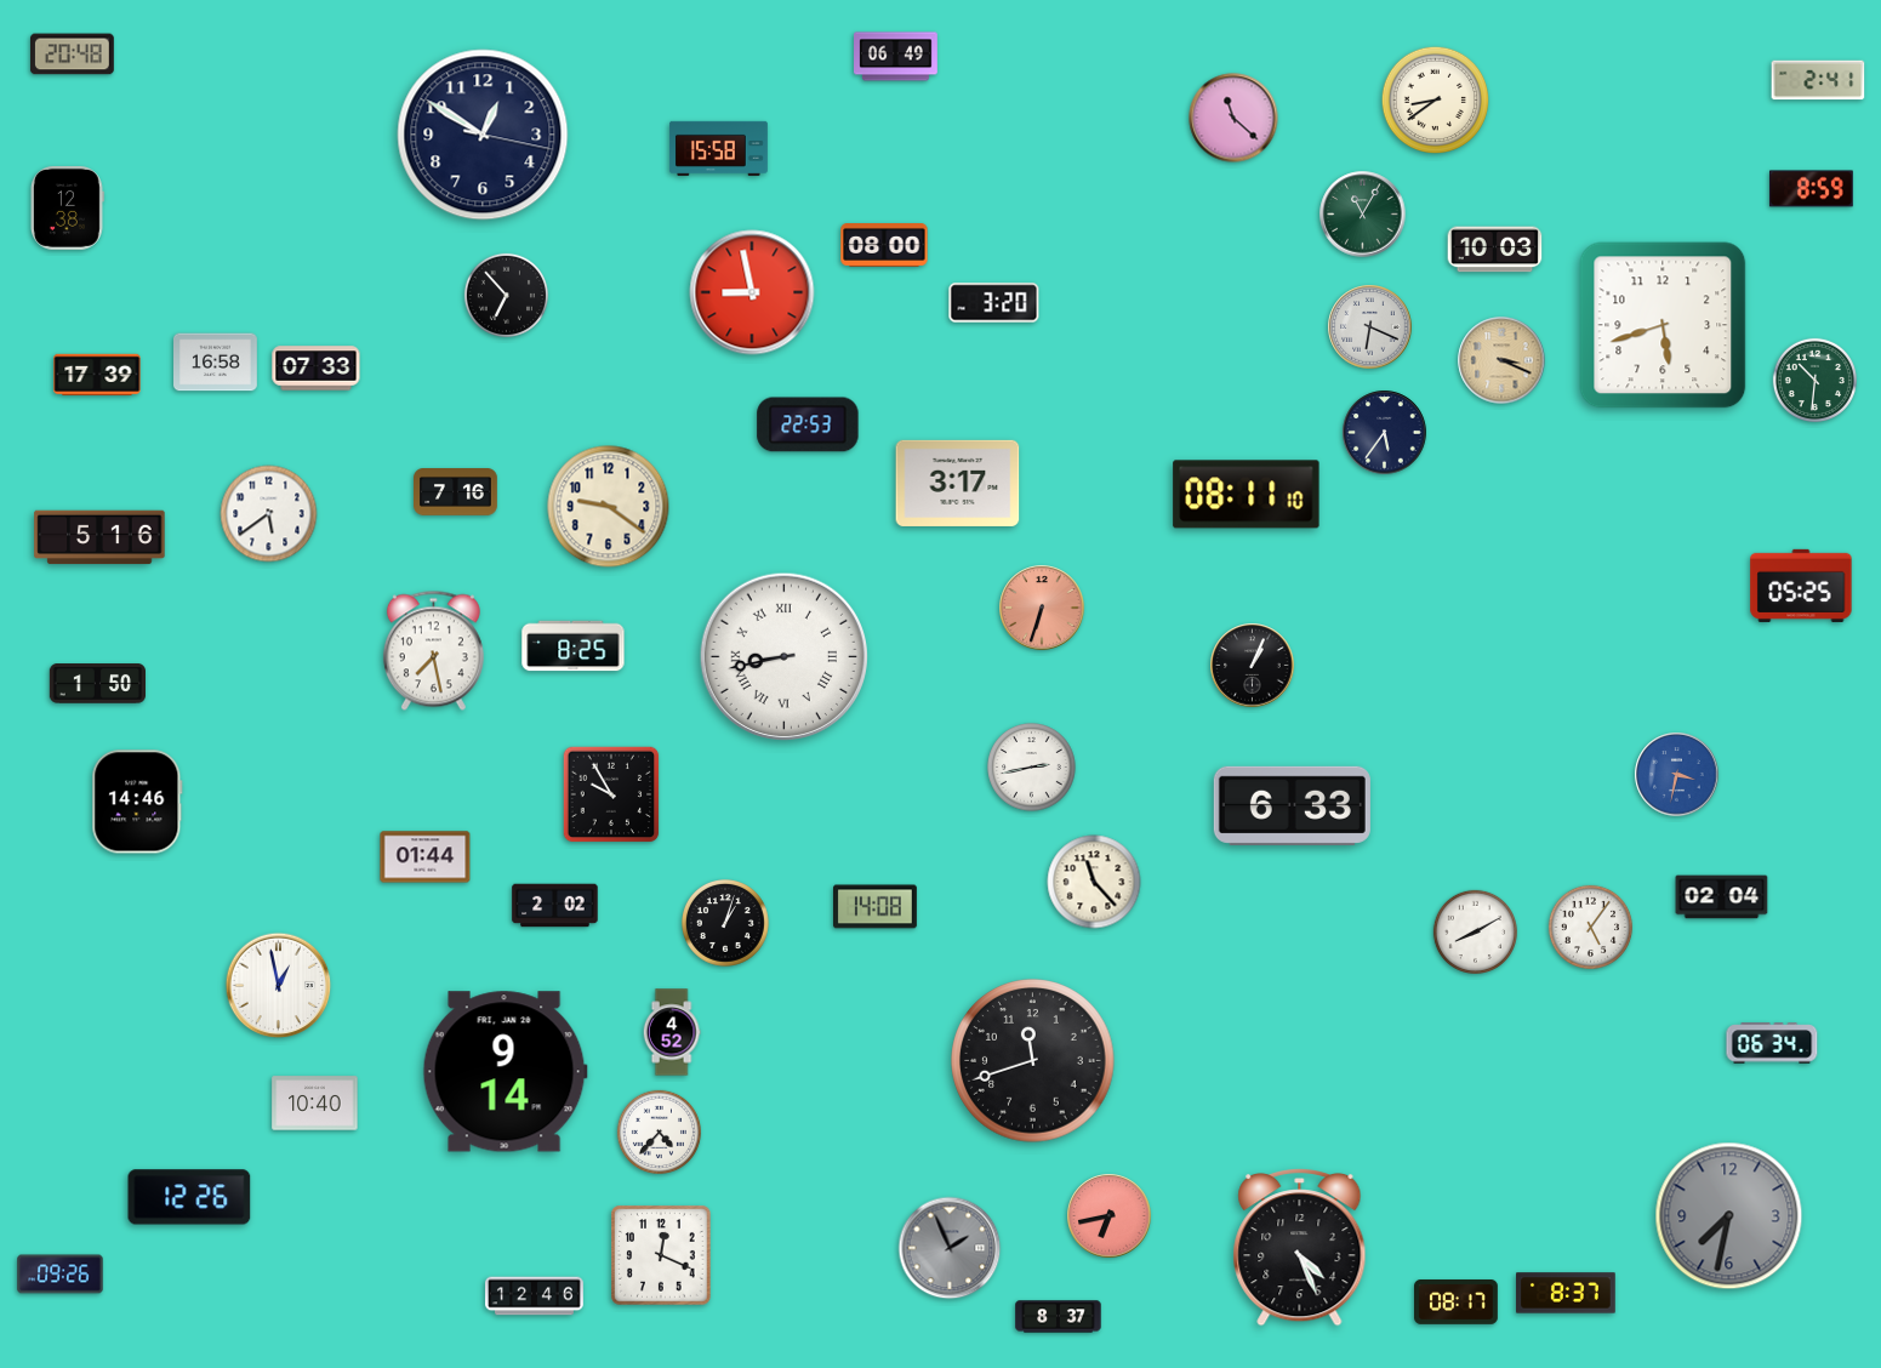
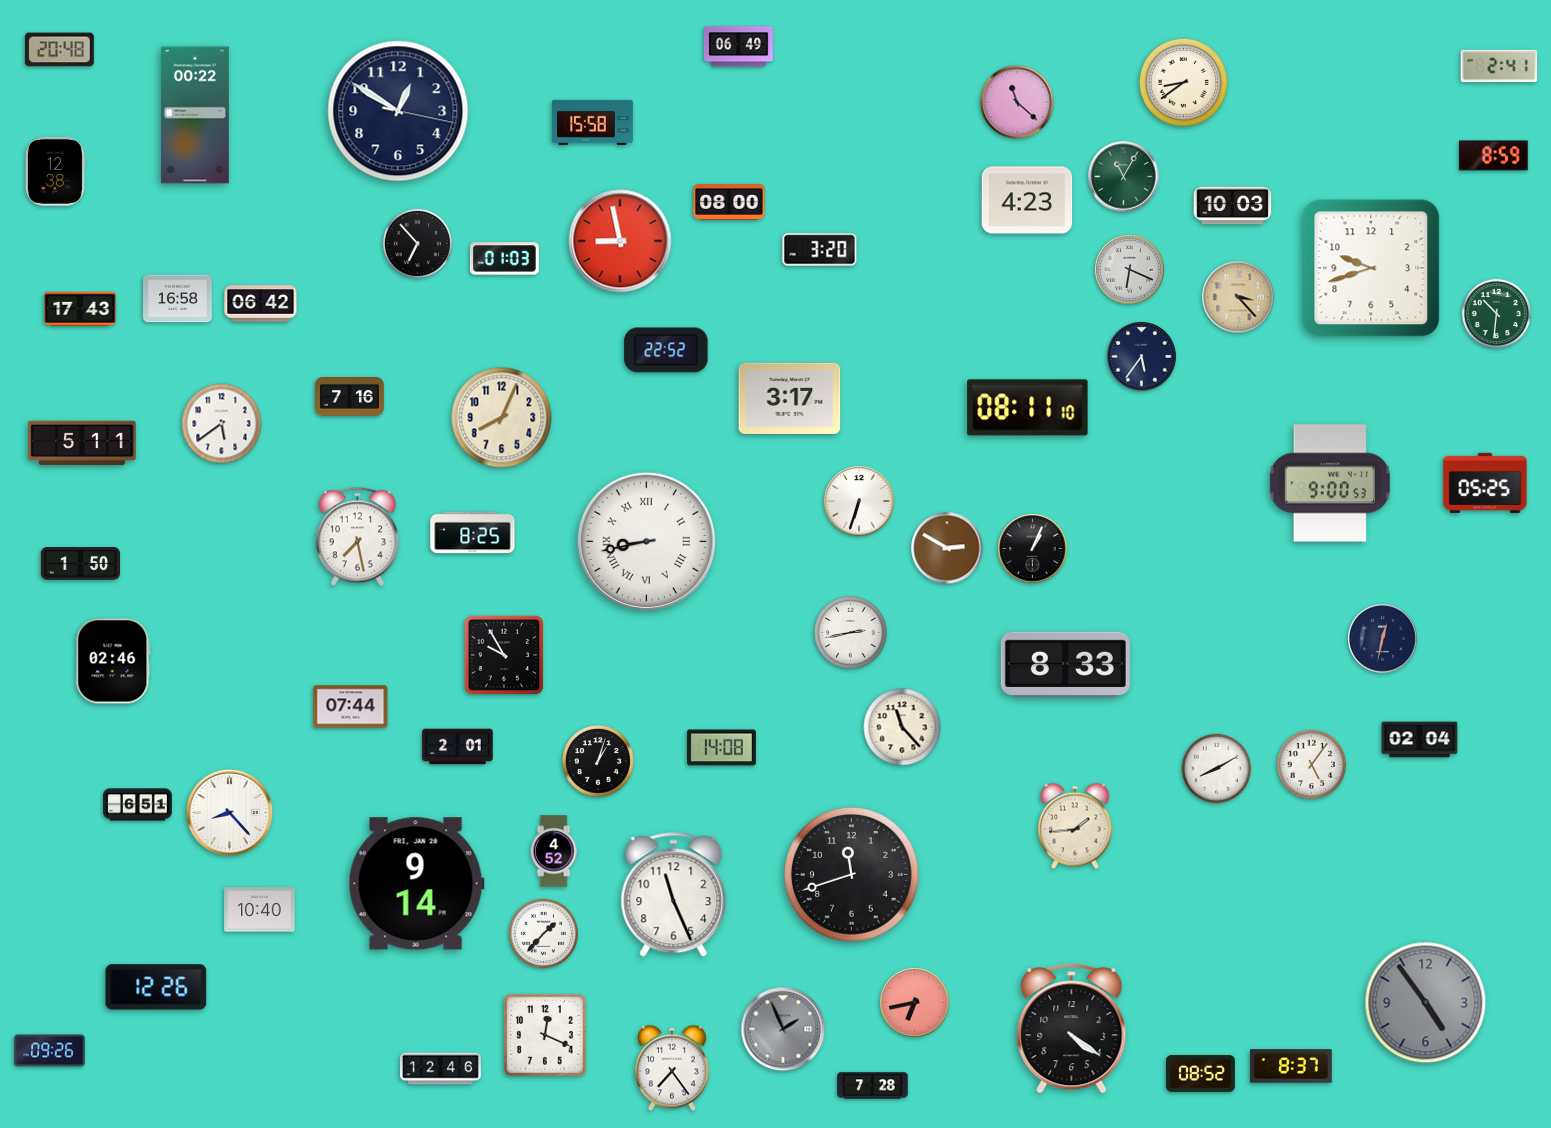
clock at (72, 55) position: (72, 55) -> (59, 50)
clock at (1233, 118) position: (1233, 118) -> (1017, 102)
clock at (195, 115): none -> 00:22
clock at (1027, 200): none -> 4:23
clock at (505, 259): none -> 01:03
clock at (1663, 325): 5:42 -> 9:42
clock at (1501, 360): 3:19 -> 3:23
clock at (317, 369): 07:33 -> 06:42
clock at (97, 375): 17:39 -> 17:43
clock at (808, 424): 22:53 -> 22:52
clock at (456, 492) position: (456, 492) -> (350, 397)
clock at (609, 507): 9:21 -> 8:04
clock at (99, 537): 5:16 -> 5:11
clock at (1330, 483): none -> 9:00
clock at (1042, 608) dial: salmon -> white
clock at (947, 548): none -> 2:50
clock at (1677, 775): 3:32 -> 12:32
clock at (1677, 775) dial: blue -> navy
clock at (137, 802): 14:46 -> 02:46
clock at (1292, 805): 6:33 -> 8:33
clock at (426, 857): 01:44 -> 07:44
clock at (555, 906): 2:02 -> 2:01
clock at (138, 805): none -> 6:51
clock at (279, 986): 12:58 -> 8:23
clock at (1075, 826): none -> 1:44
clock at (1772, 1043): 06:34 -> none
clock at (674, 895): none -> 11:26
clock at (659, 1132): 4:37 -> 1:37
clock at (1729, 1216): 7:32 -> 4:54
clock at (1300, 1247): 4:26 -> 4:21
clock at (672, 1068): none -> 7:24
clock at (1457, 1303): 08:17 -> 08:52
clock at (1059, 1317): 8:37 -> 7:28
